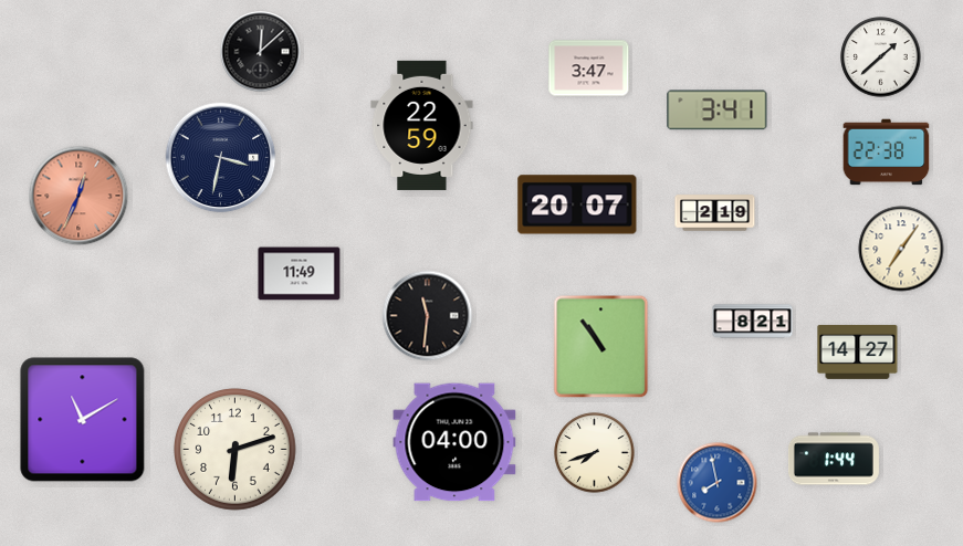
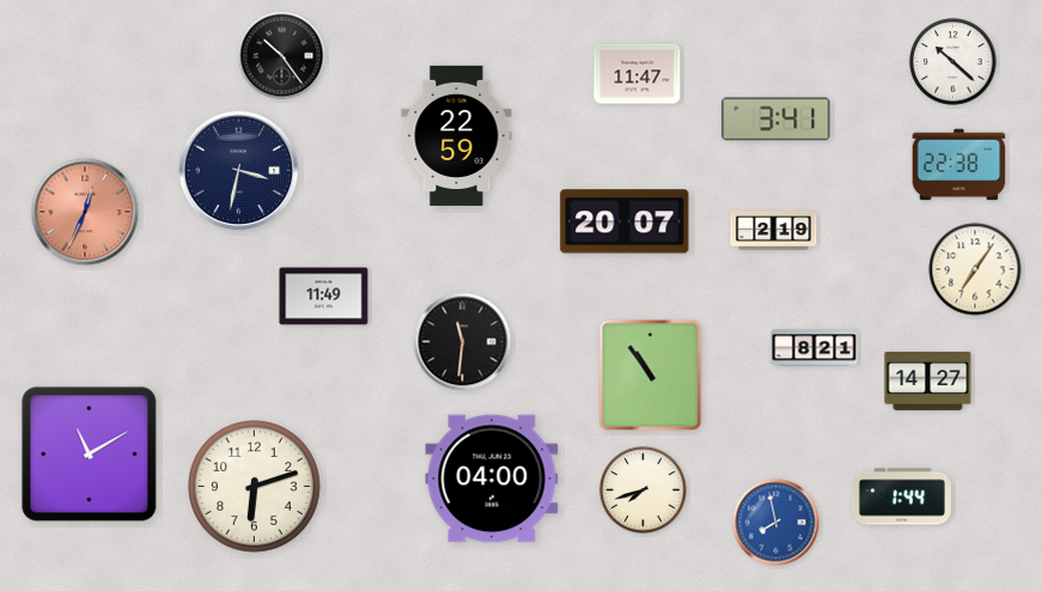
clock at (261, 52): 12:08 -> 10:24
clock at (881, 57): 1:38 -> 10:22
clock at (589, 69): 3:47 -> 11:47
